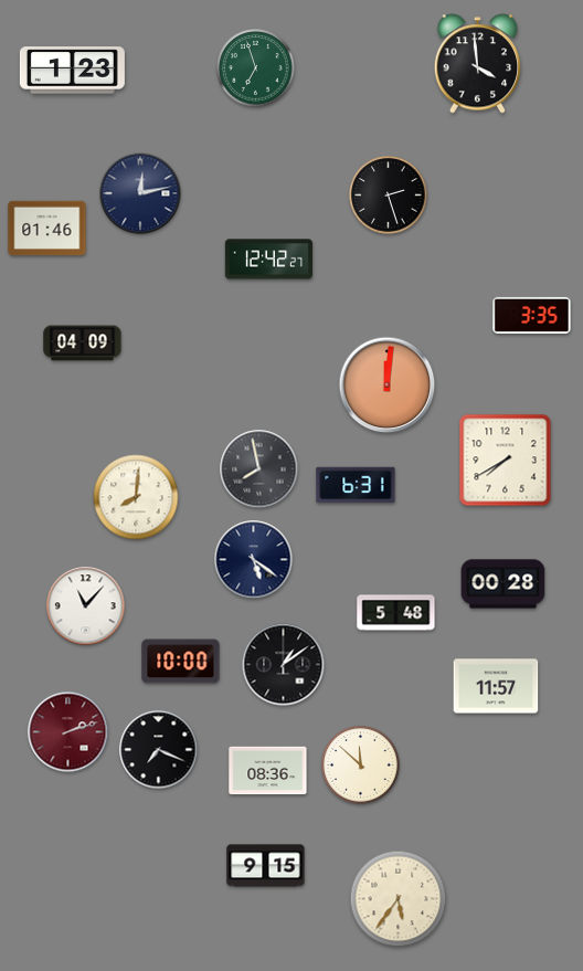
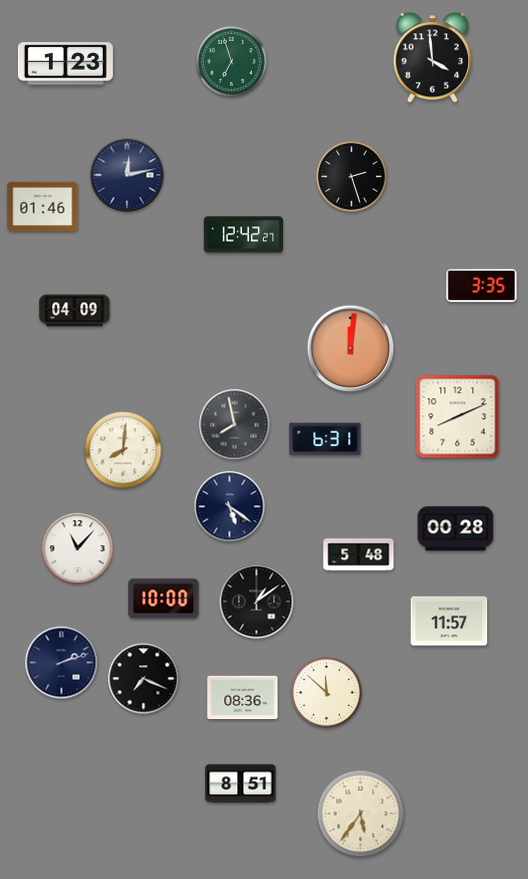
clock at (506, 461): 7:40 -> 8:11
clock at (356, 485) position: (356, 485) -> (325, 439)
clock at (68, 732) dial: burgundy -> navy
clock at (266, 866): 9:15 -> 8:51
